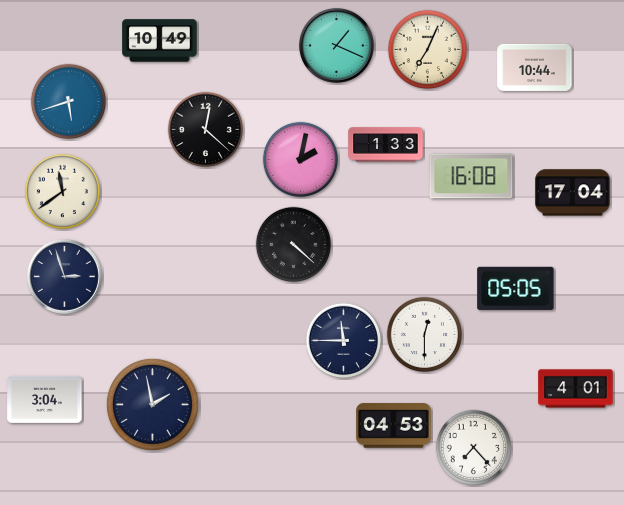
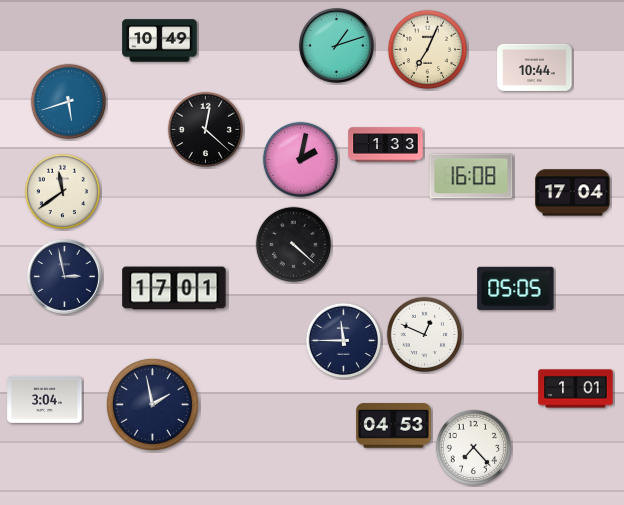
clock at (336, 45): 1:19 -> 1:12
clock at (64, 276): 2:57 -> 2:58
clock at (174, 288): none -> 17:01
clock at (425, 335): 12:30 -> 12:49
clock at (576, 389): 4:01 -> 1:01
